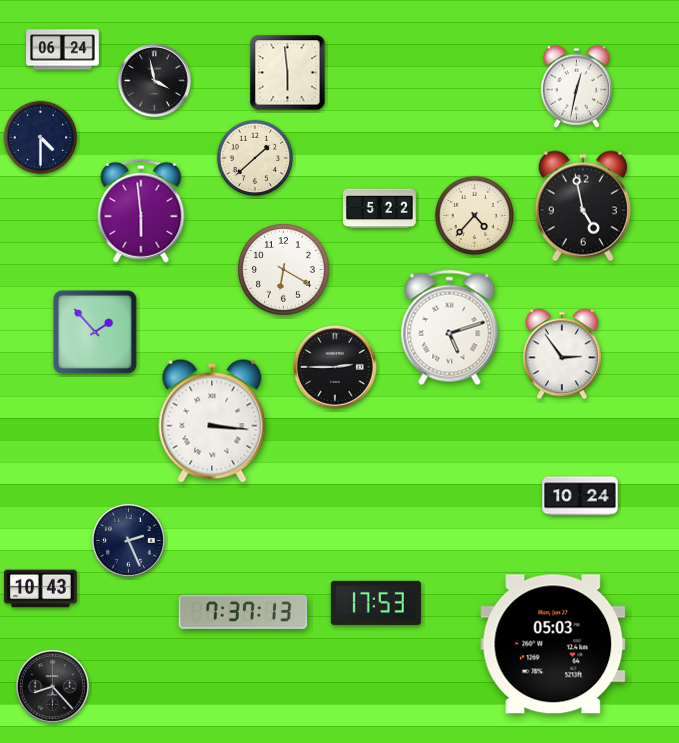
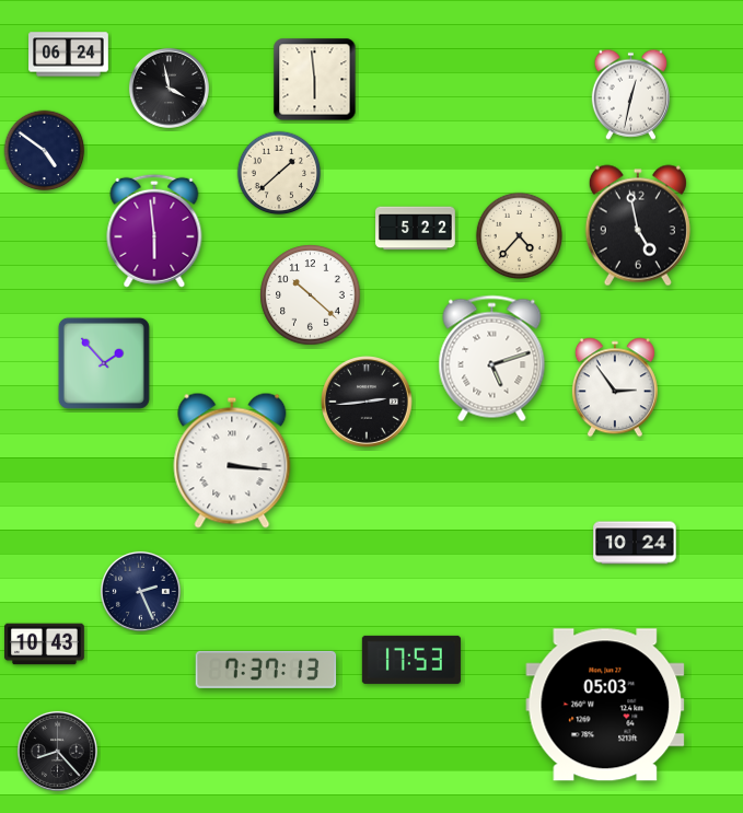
clock at (41, 138): 4:30 -> 4:51
clock at (284, 270): 6:20 -> 10:22
clock at (336, 368): 2:45 -> 2:44
